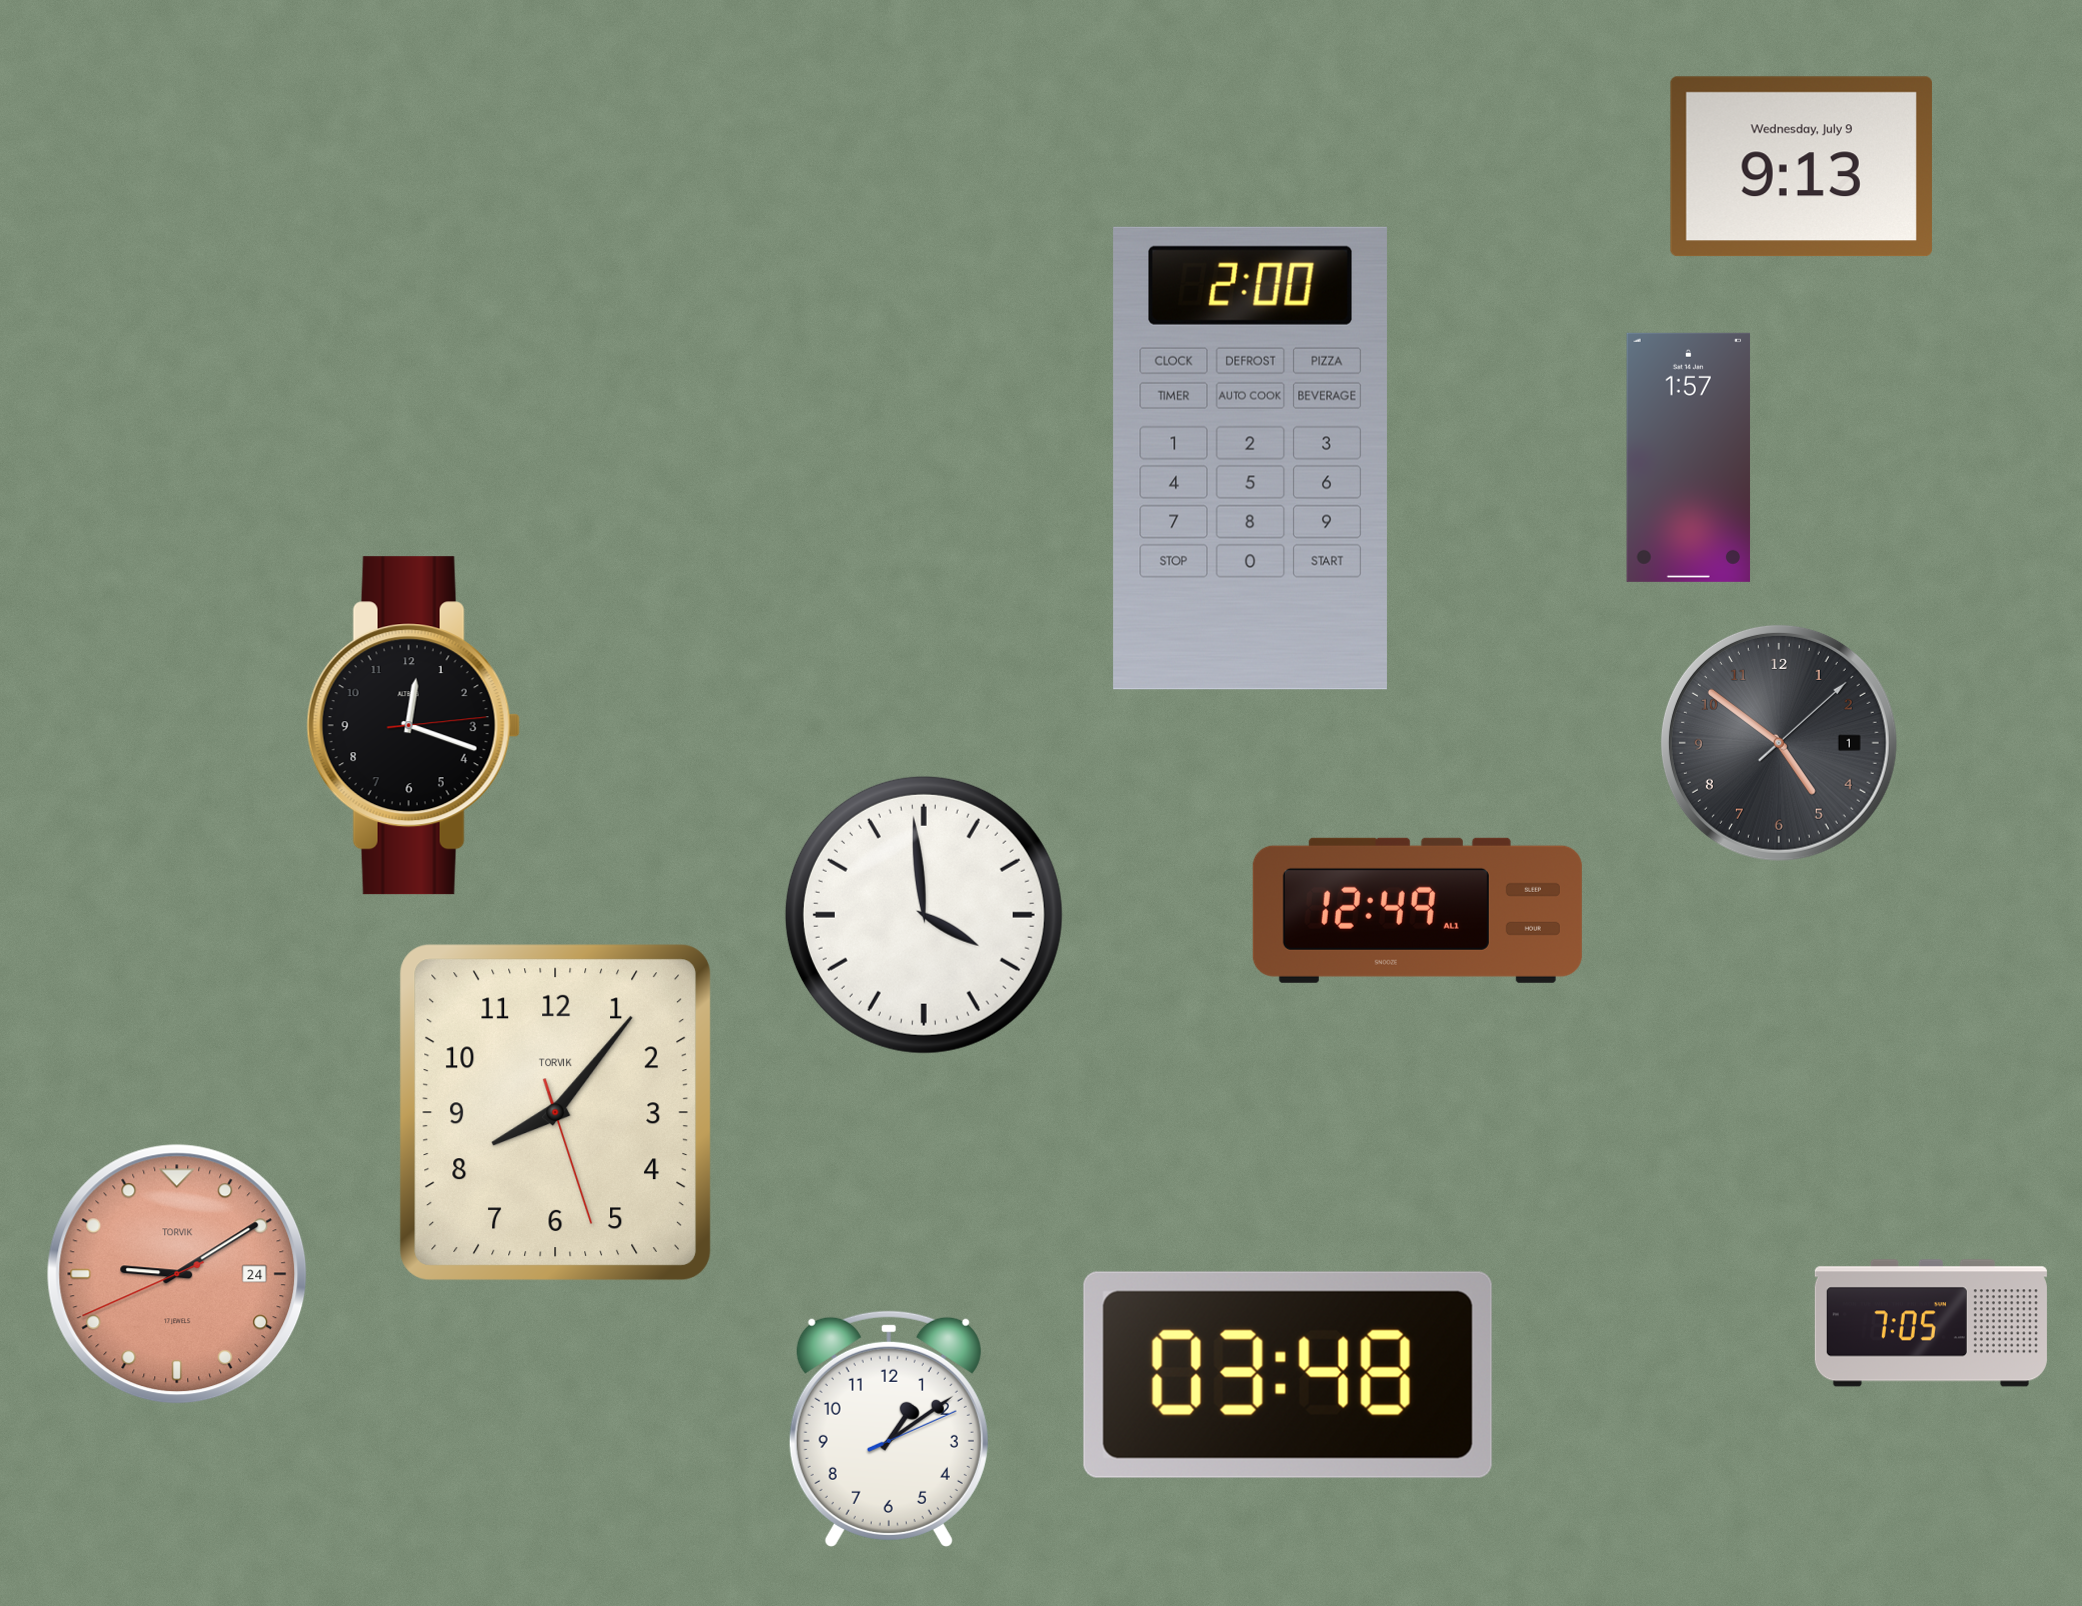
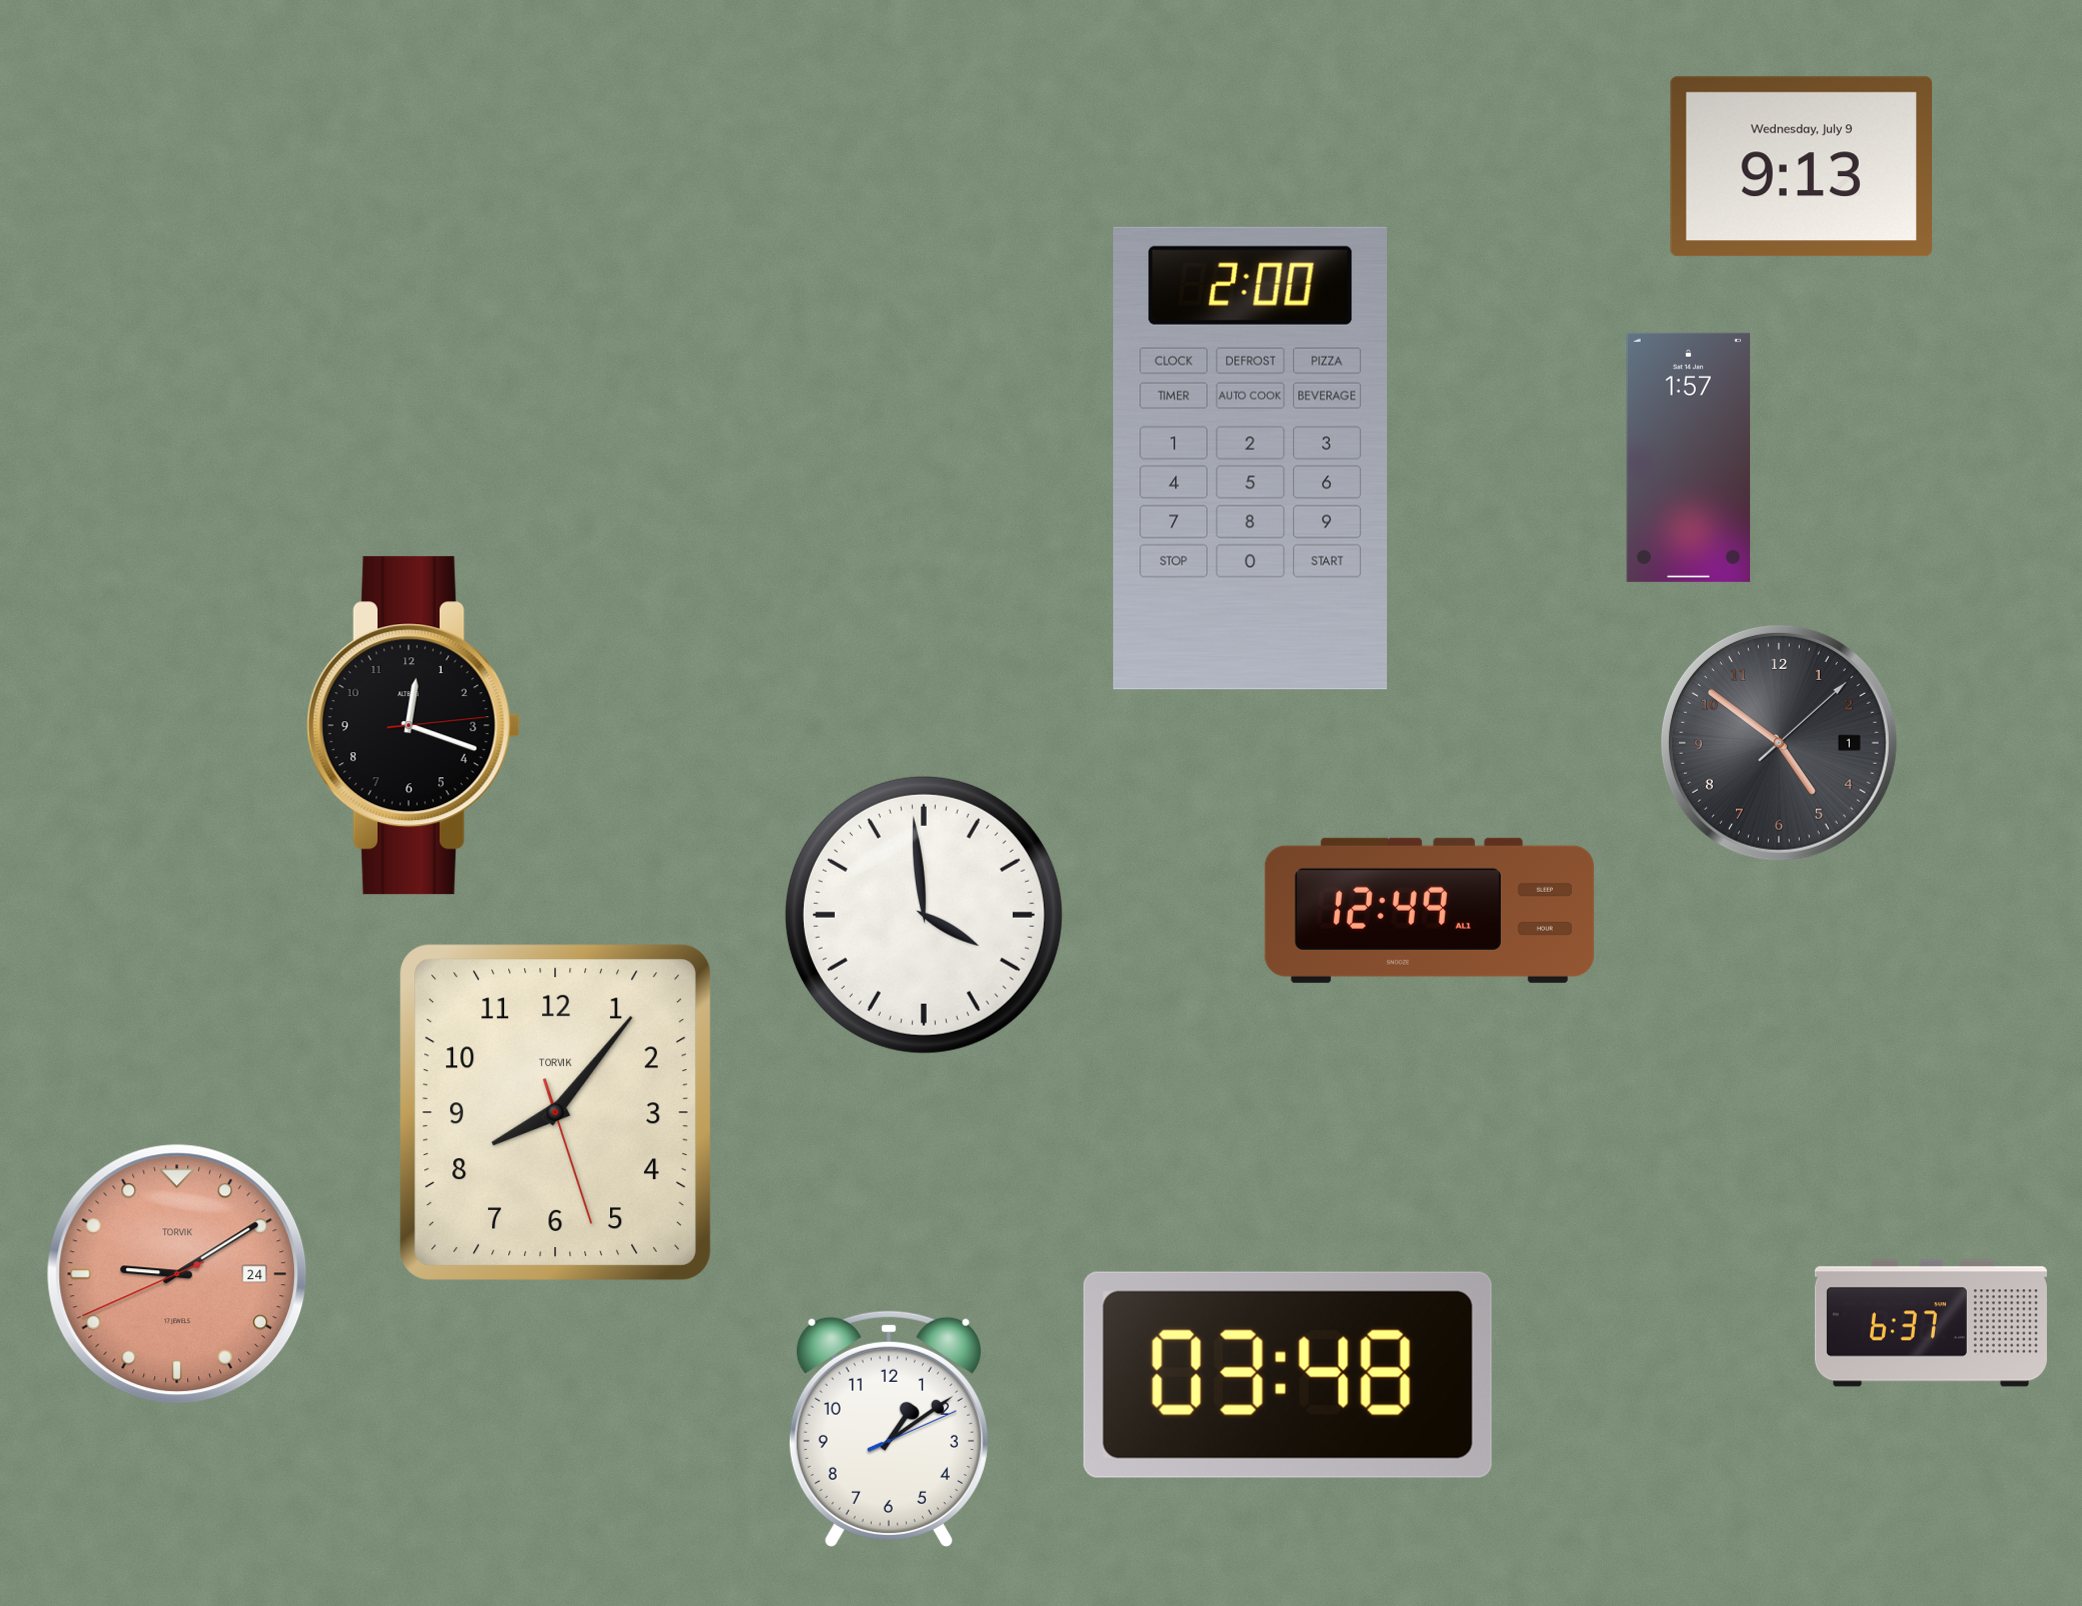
clock at (1417, 910) position: (1417, 910) -> (1429, 910)
clock at (1931, 1323): 7:05 -> 6:37
